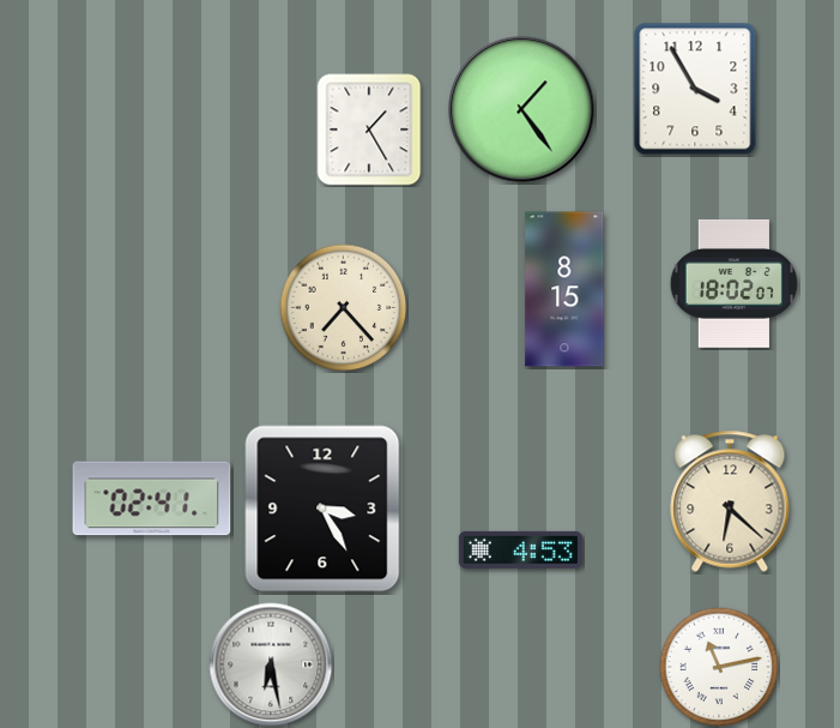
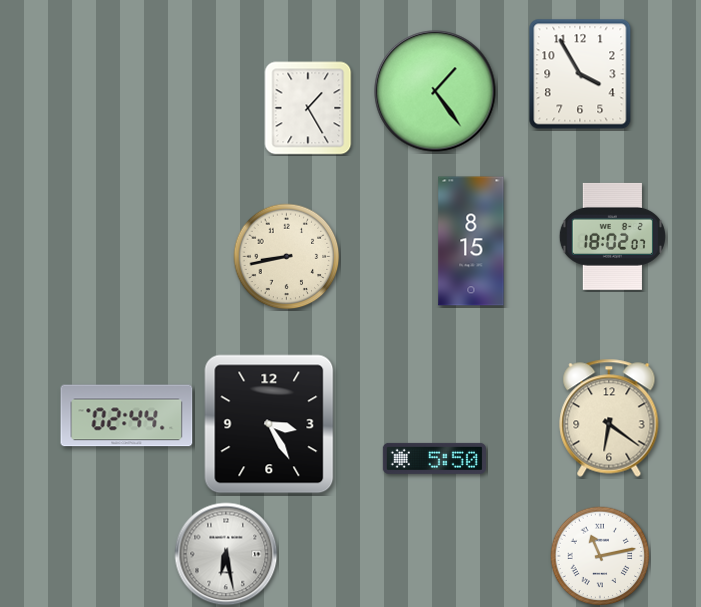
clock at (344, 308): 7:23 -> 8:43
clock at (152, 499): 02:41 -> 02:44
clock at (730, 501): 6:22 -> 6:21
clock at (520, 549): 4:53 -> 5:50
